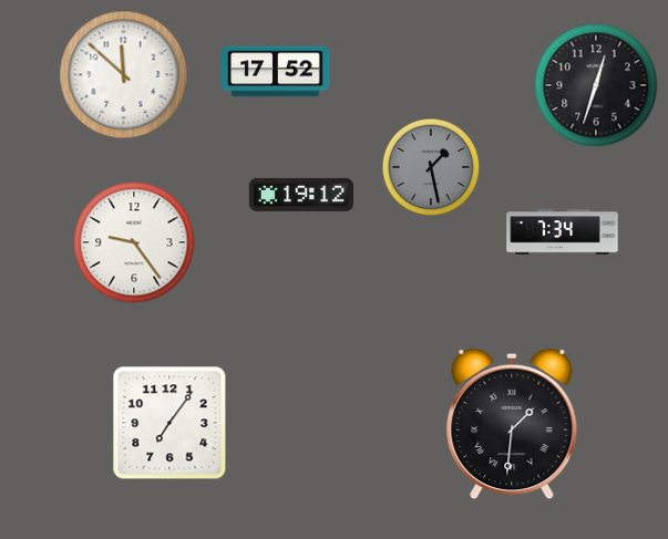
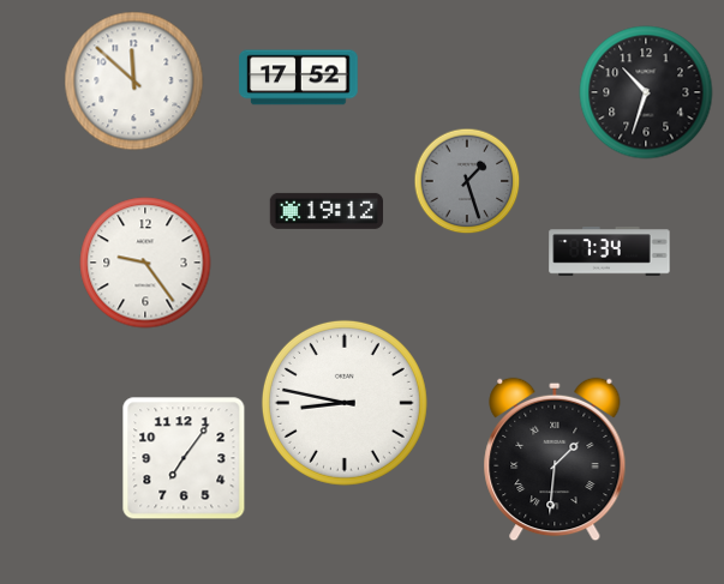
clock at (596, 85): 12:33 -> 10:33
clock at (431, 167): 1:28 -> 1:27
clock at (345, 403): none -> 8:47
